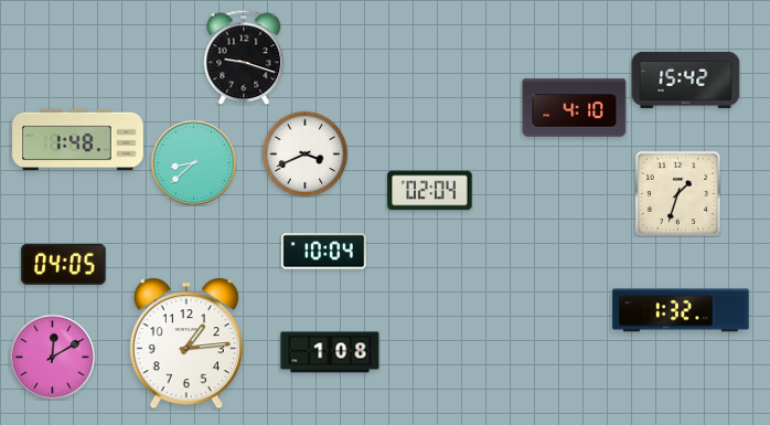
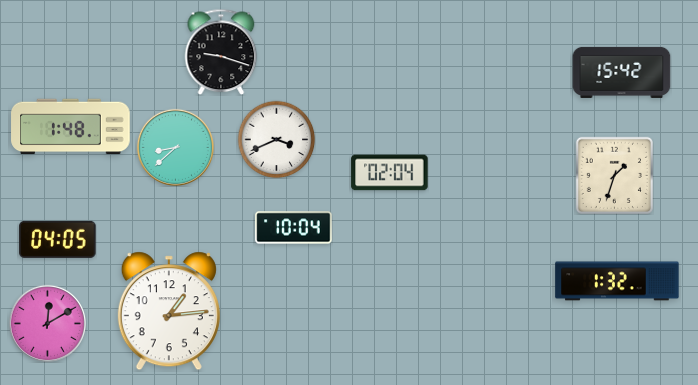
clock at (575, 108): 4:10 -> none
clock at (330, 352): 1:08 -> none
